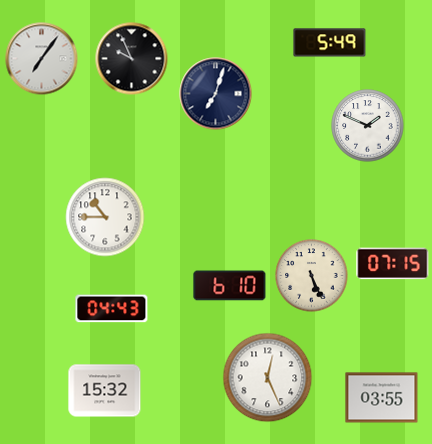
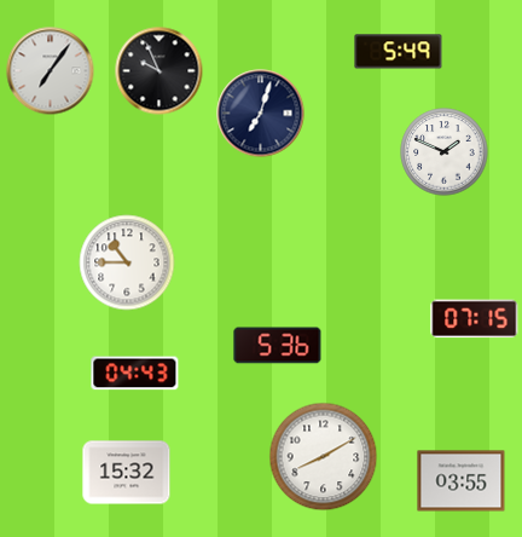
clock at (312, 276): 5:26 -> none
clock at (230, 286): 6:10 -> 5:36
clock at (268, 378): 12:26 -> 8:10
